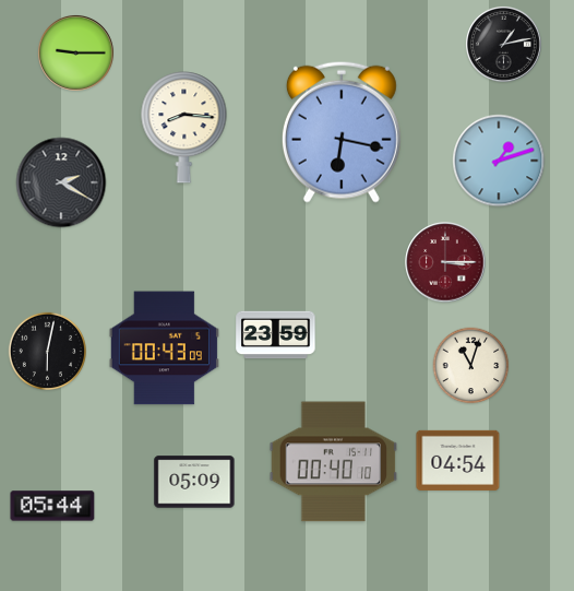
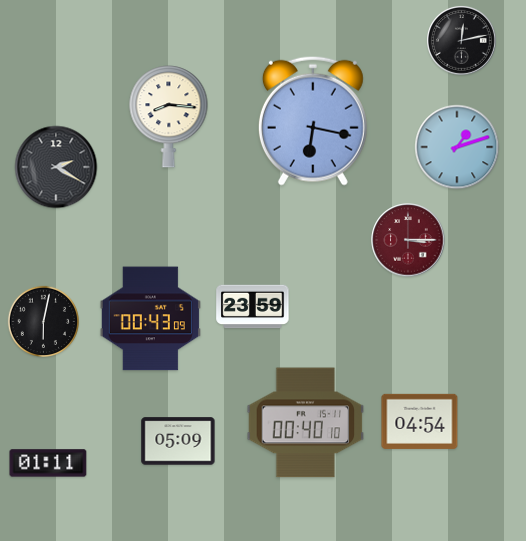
clock at (503, 44): 1:13 -> 12:13
clock at (75, 52): 9:15 -> none
clock at (471, 366): 11:03 -> none
clock at (52, 506): 05:44 -> 01:11
